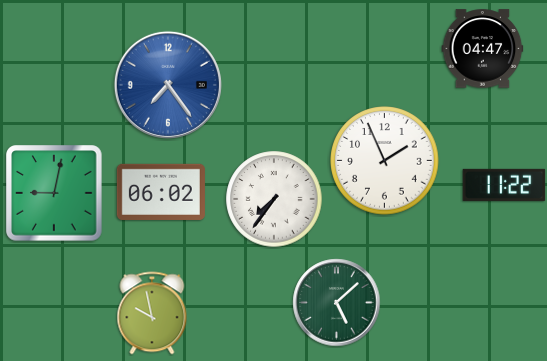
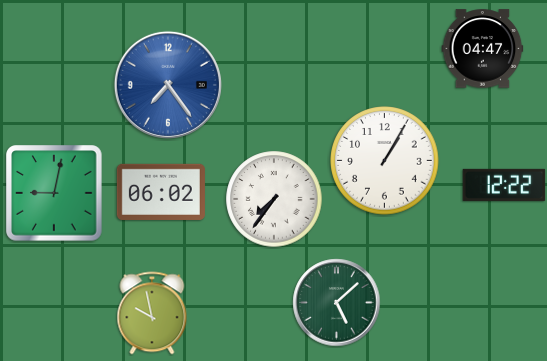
clock at (385, 161): 1:56 -> 1:05
clock at (504, 185): 11:22 -> 12:22
